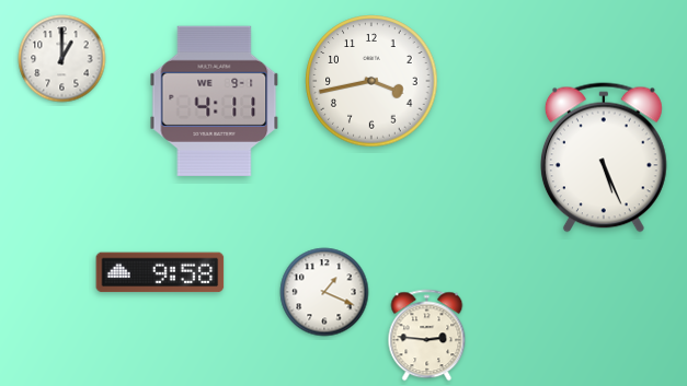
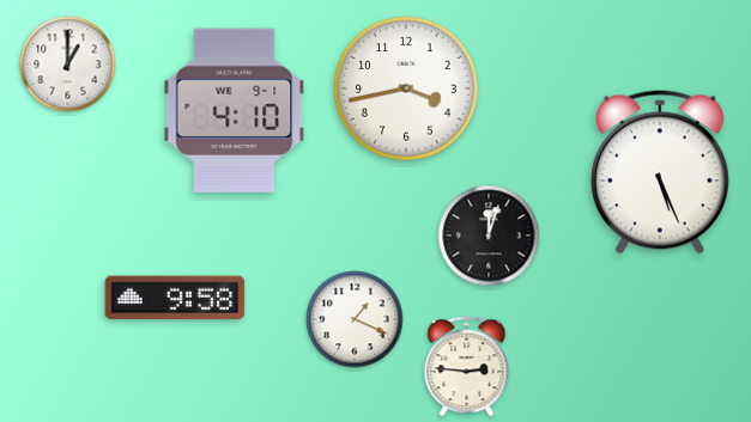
clock at (215, 101): 4:11 -> 4:10
clock at (489, 236): none -> 12:03
